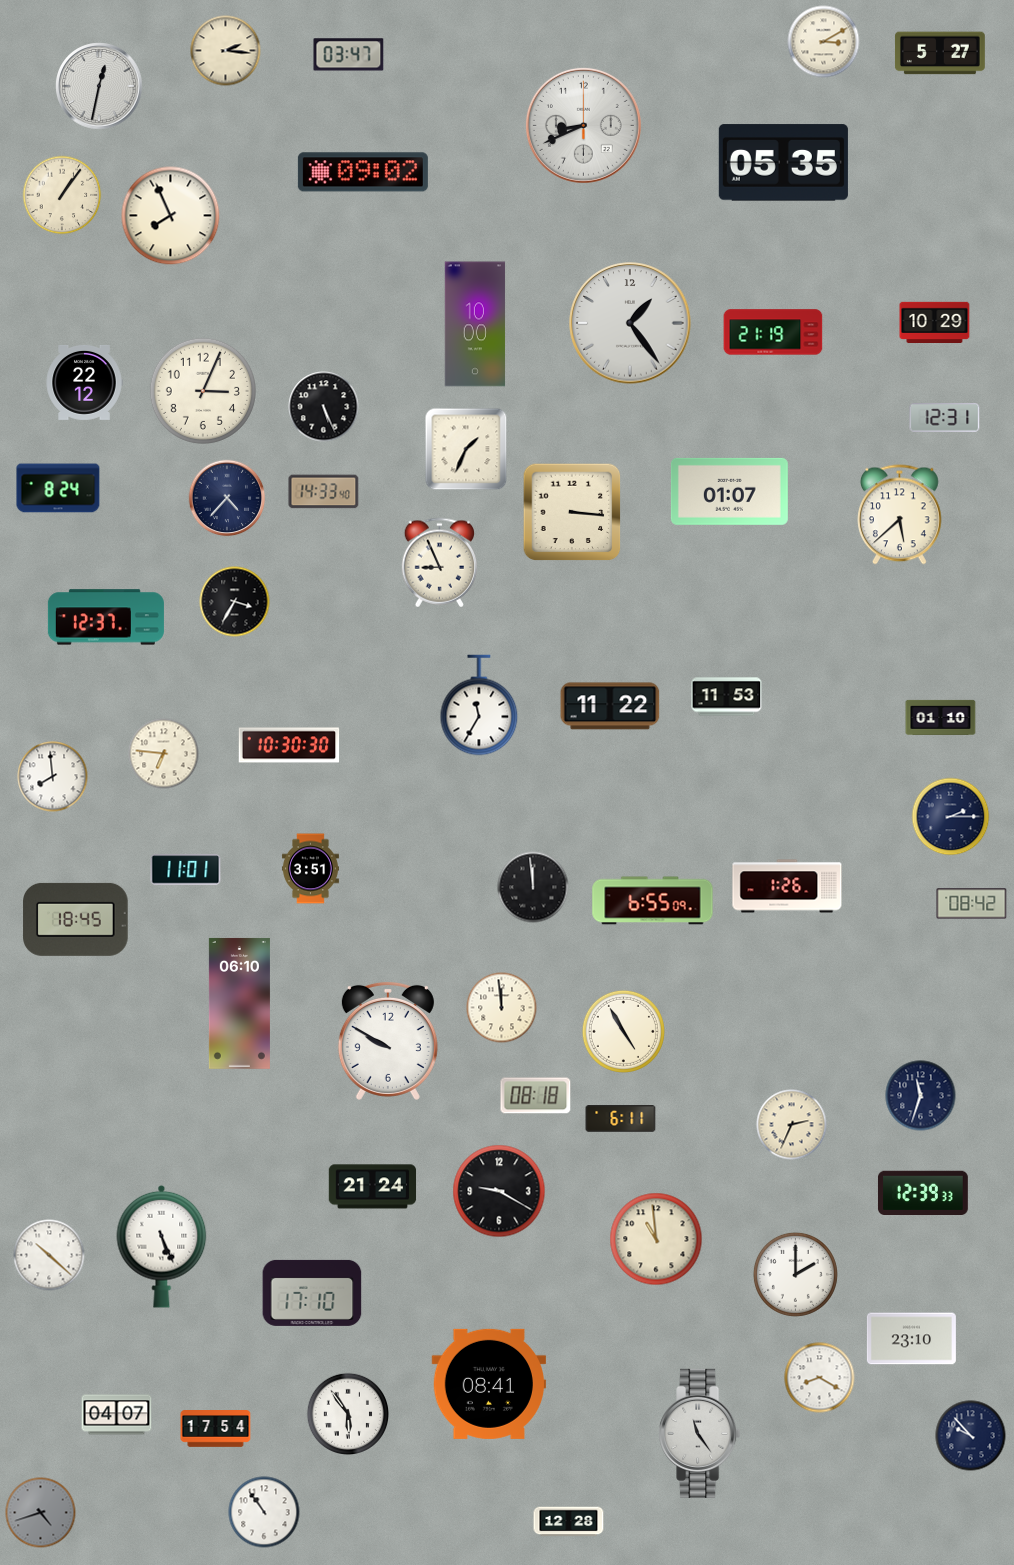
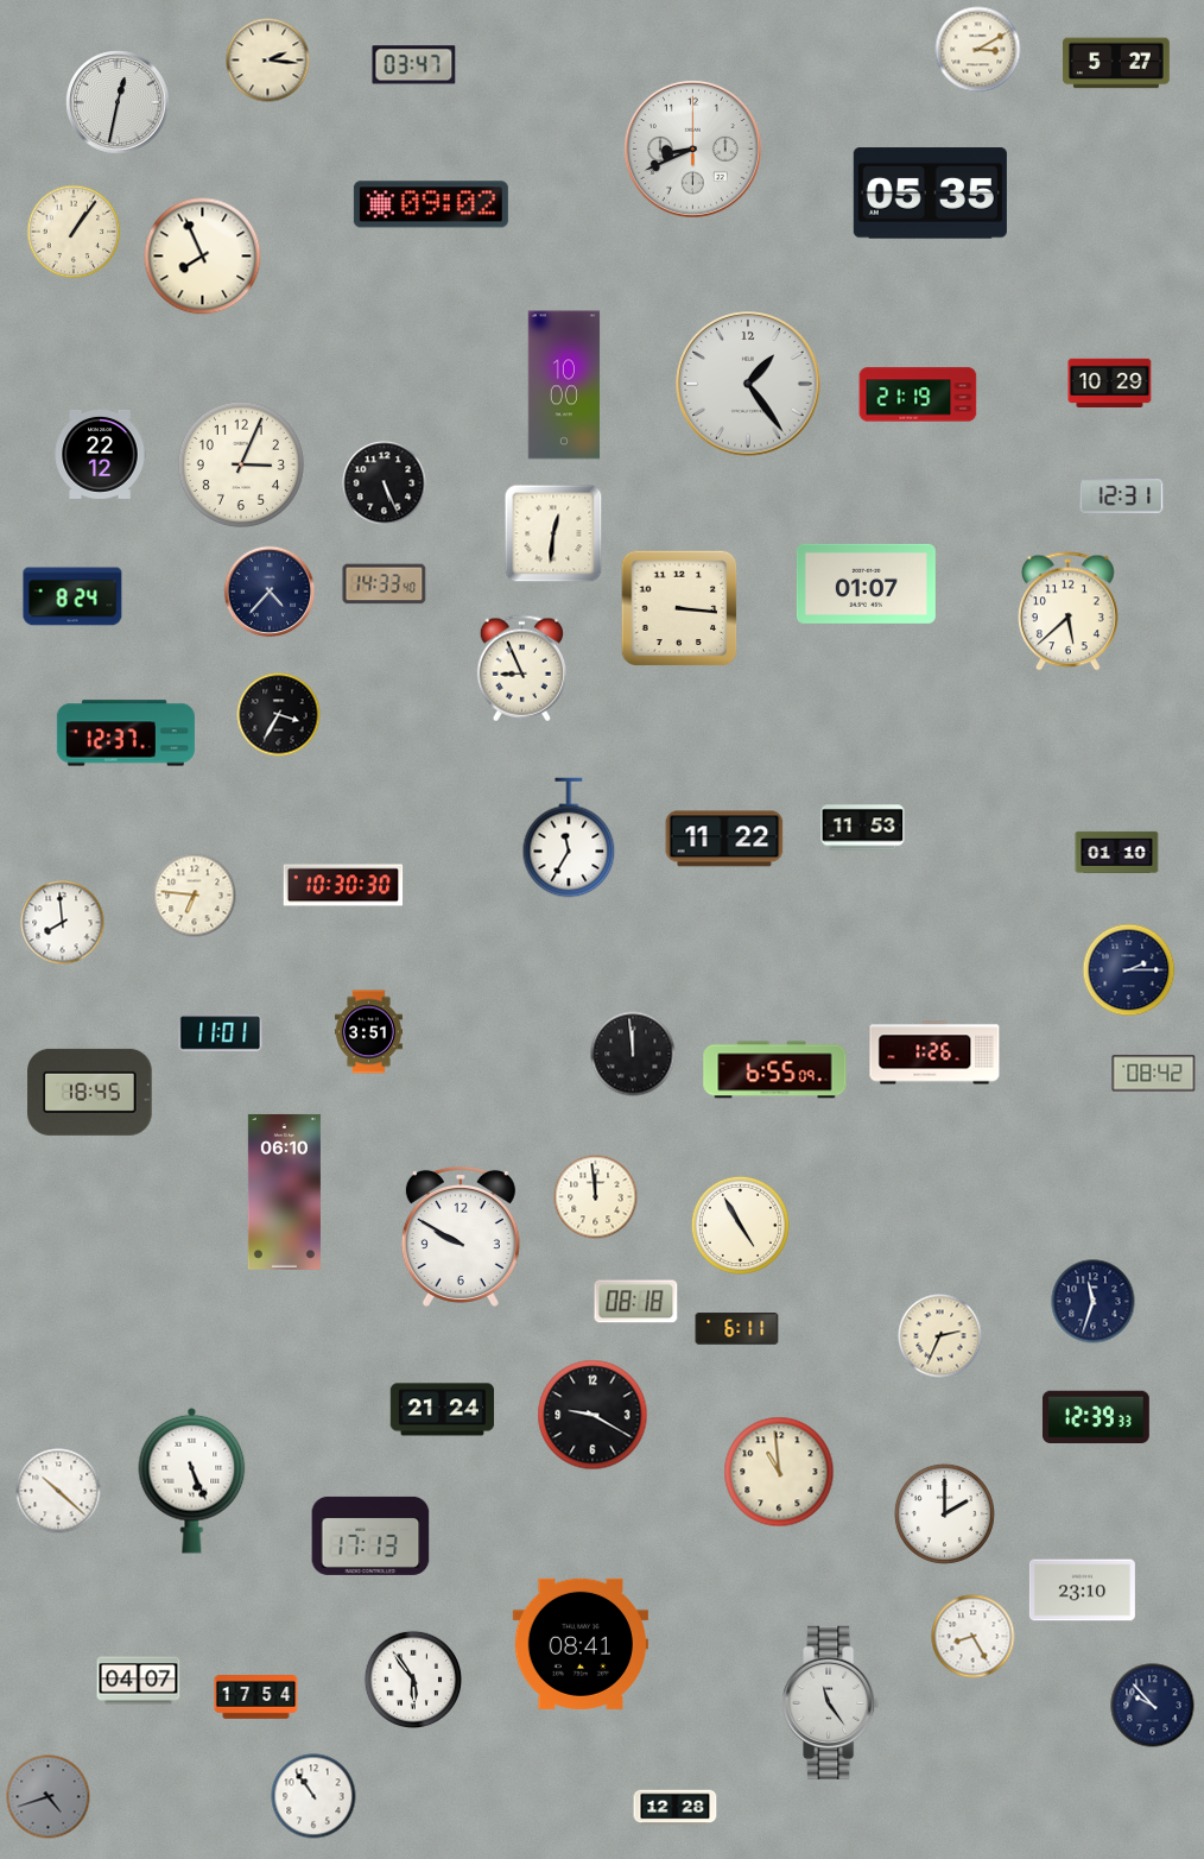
clock at (466, 449): 1:34 -> 12:31
clock at (58, 488) position: (58, 488) -> (72, 596)
clock at (312, 1293): 17:10 -> 17:13
clock at (820, 1378): 8:20 -> 8:25
